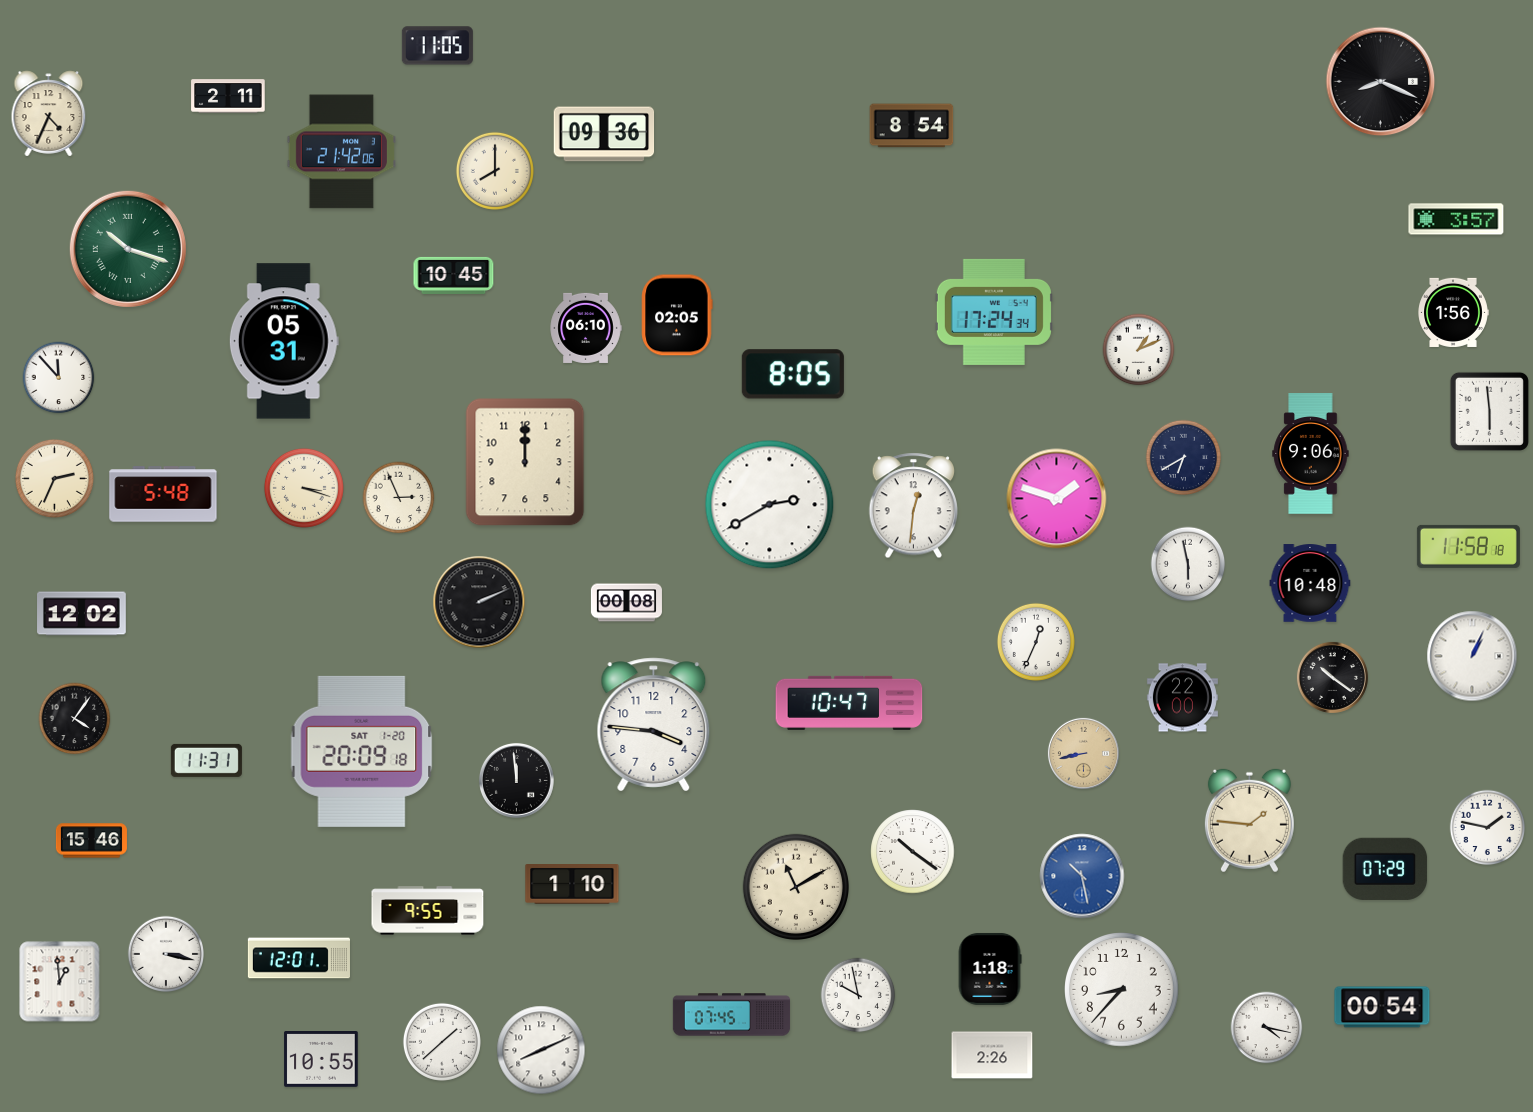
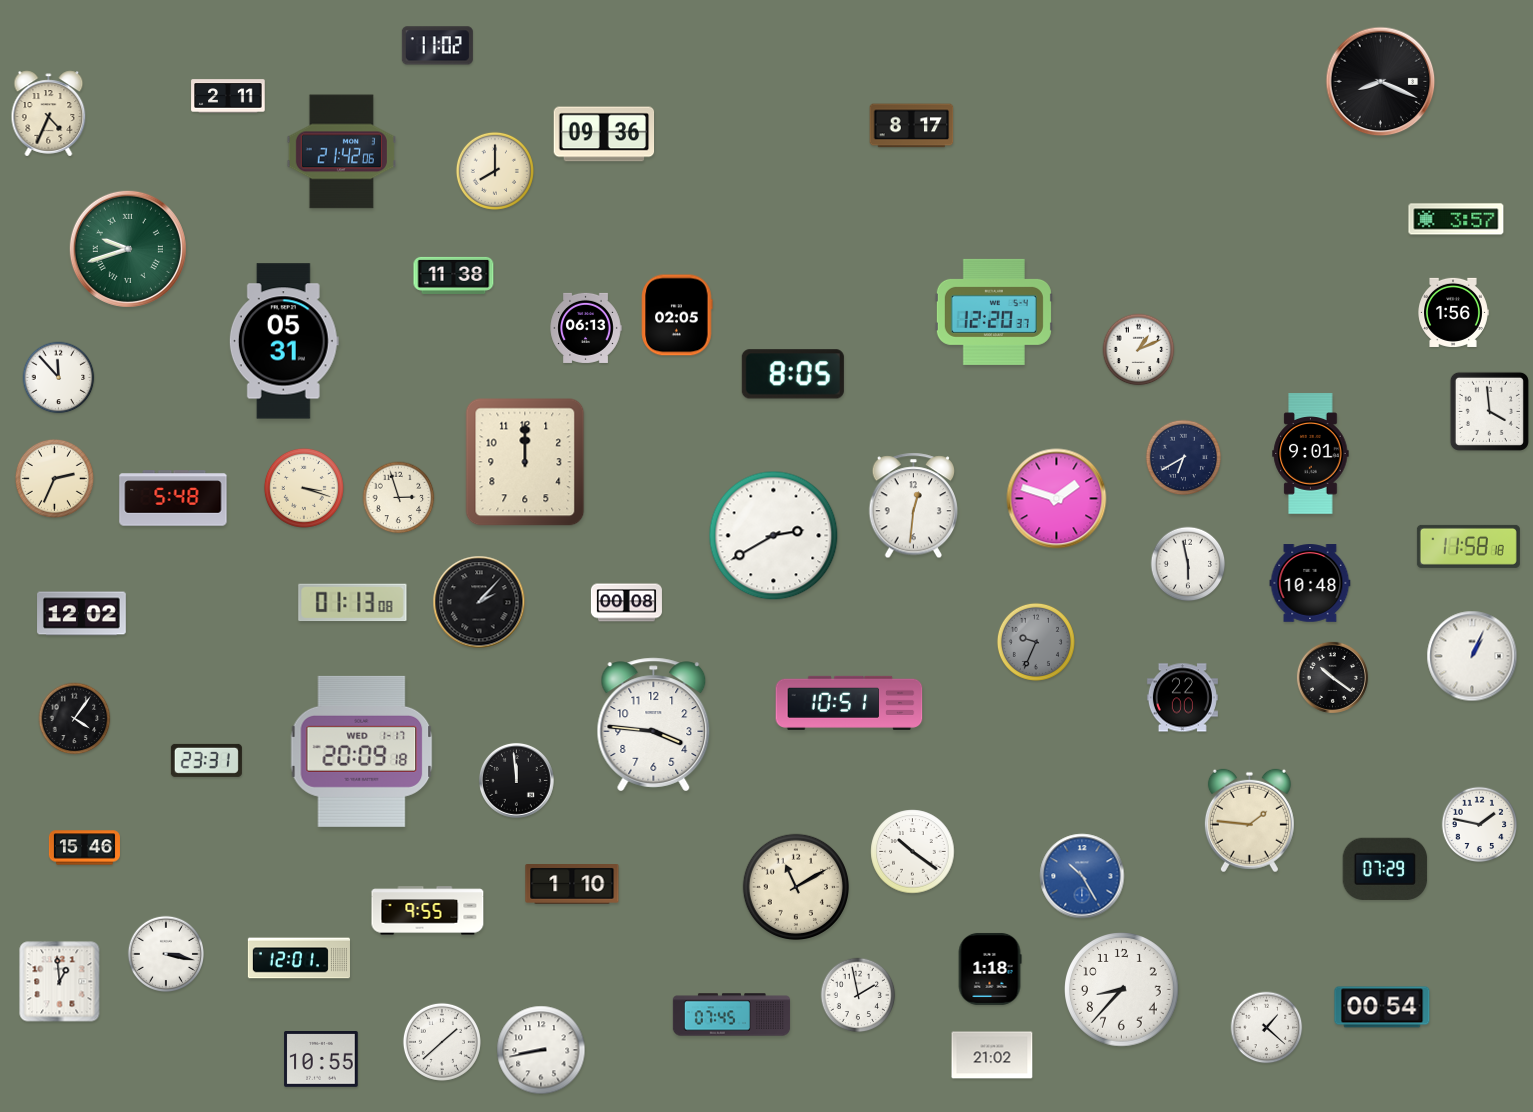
clock at (437, 46): 11:05 -> 11:02
clock at (912, 126): 8:54 -> 8:17
clock at (128, 249): 10:18 -> 9:42
clock at (454, 275): 10:45 -> 11:38
clock at (994, 312): 17:24 -> 12:20
clock at (586, 328): 06:10 -> 06:13
clock at (1489, 411): 5:59 -> 3:59
clock at (1311, 454): 9:06 -> 9:01
clock at (163, 494) position: (163, 494) -> (173, 498)
clock at (399, 498): 2:56 -> 2:57
clock at (770, 505) position: (770, 505) -> (774, 536)
clock at (479, 602): 2:11 -> 2:07
clock at (353, 603): none -> 01:13
clock at (1036, 642): 12:34 -> 9:34
clock at (1036, 642) dial: white -> grey
clock at (849, 703): 10:47 -> 10:51
clock at (362, 751) date: SAT 1-20 -> WED 1-17
clock at (1083, 753): 8:43 -> none
clock at (206, 760): 11:31 -> 23:31
clock at (1488, 828) position: (1488, 828) -> (1480, 825)
clock at (91, 841) position: (91, 841) -> (84, 848)
clock at (1082, 876): 10:28 -> 10:25
clock at (858, 995): 9:58 -> 1:58
clock at (1267, 1028): 4:17 -> 1:22
clock at (541, 1050): 8:11 -> 8:43
clock at (992, 1055): 2:26 -> 21:02
